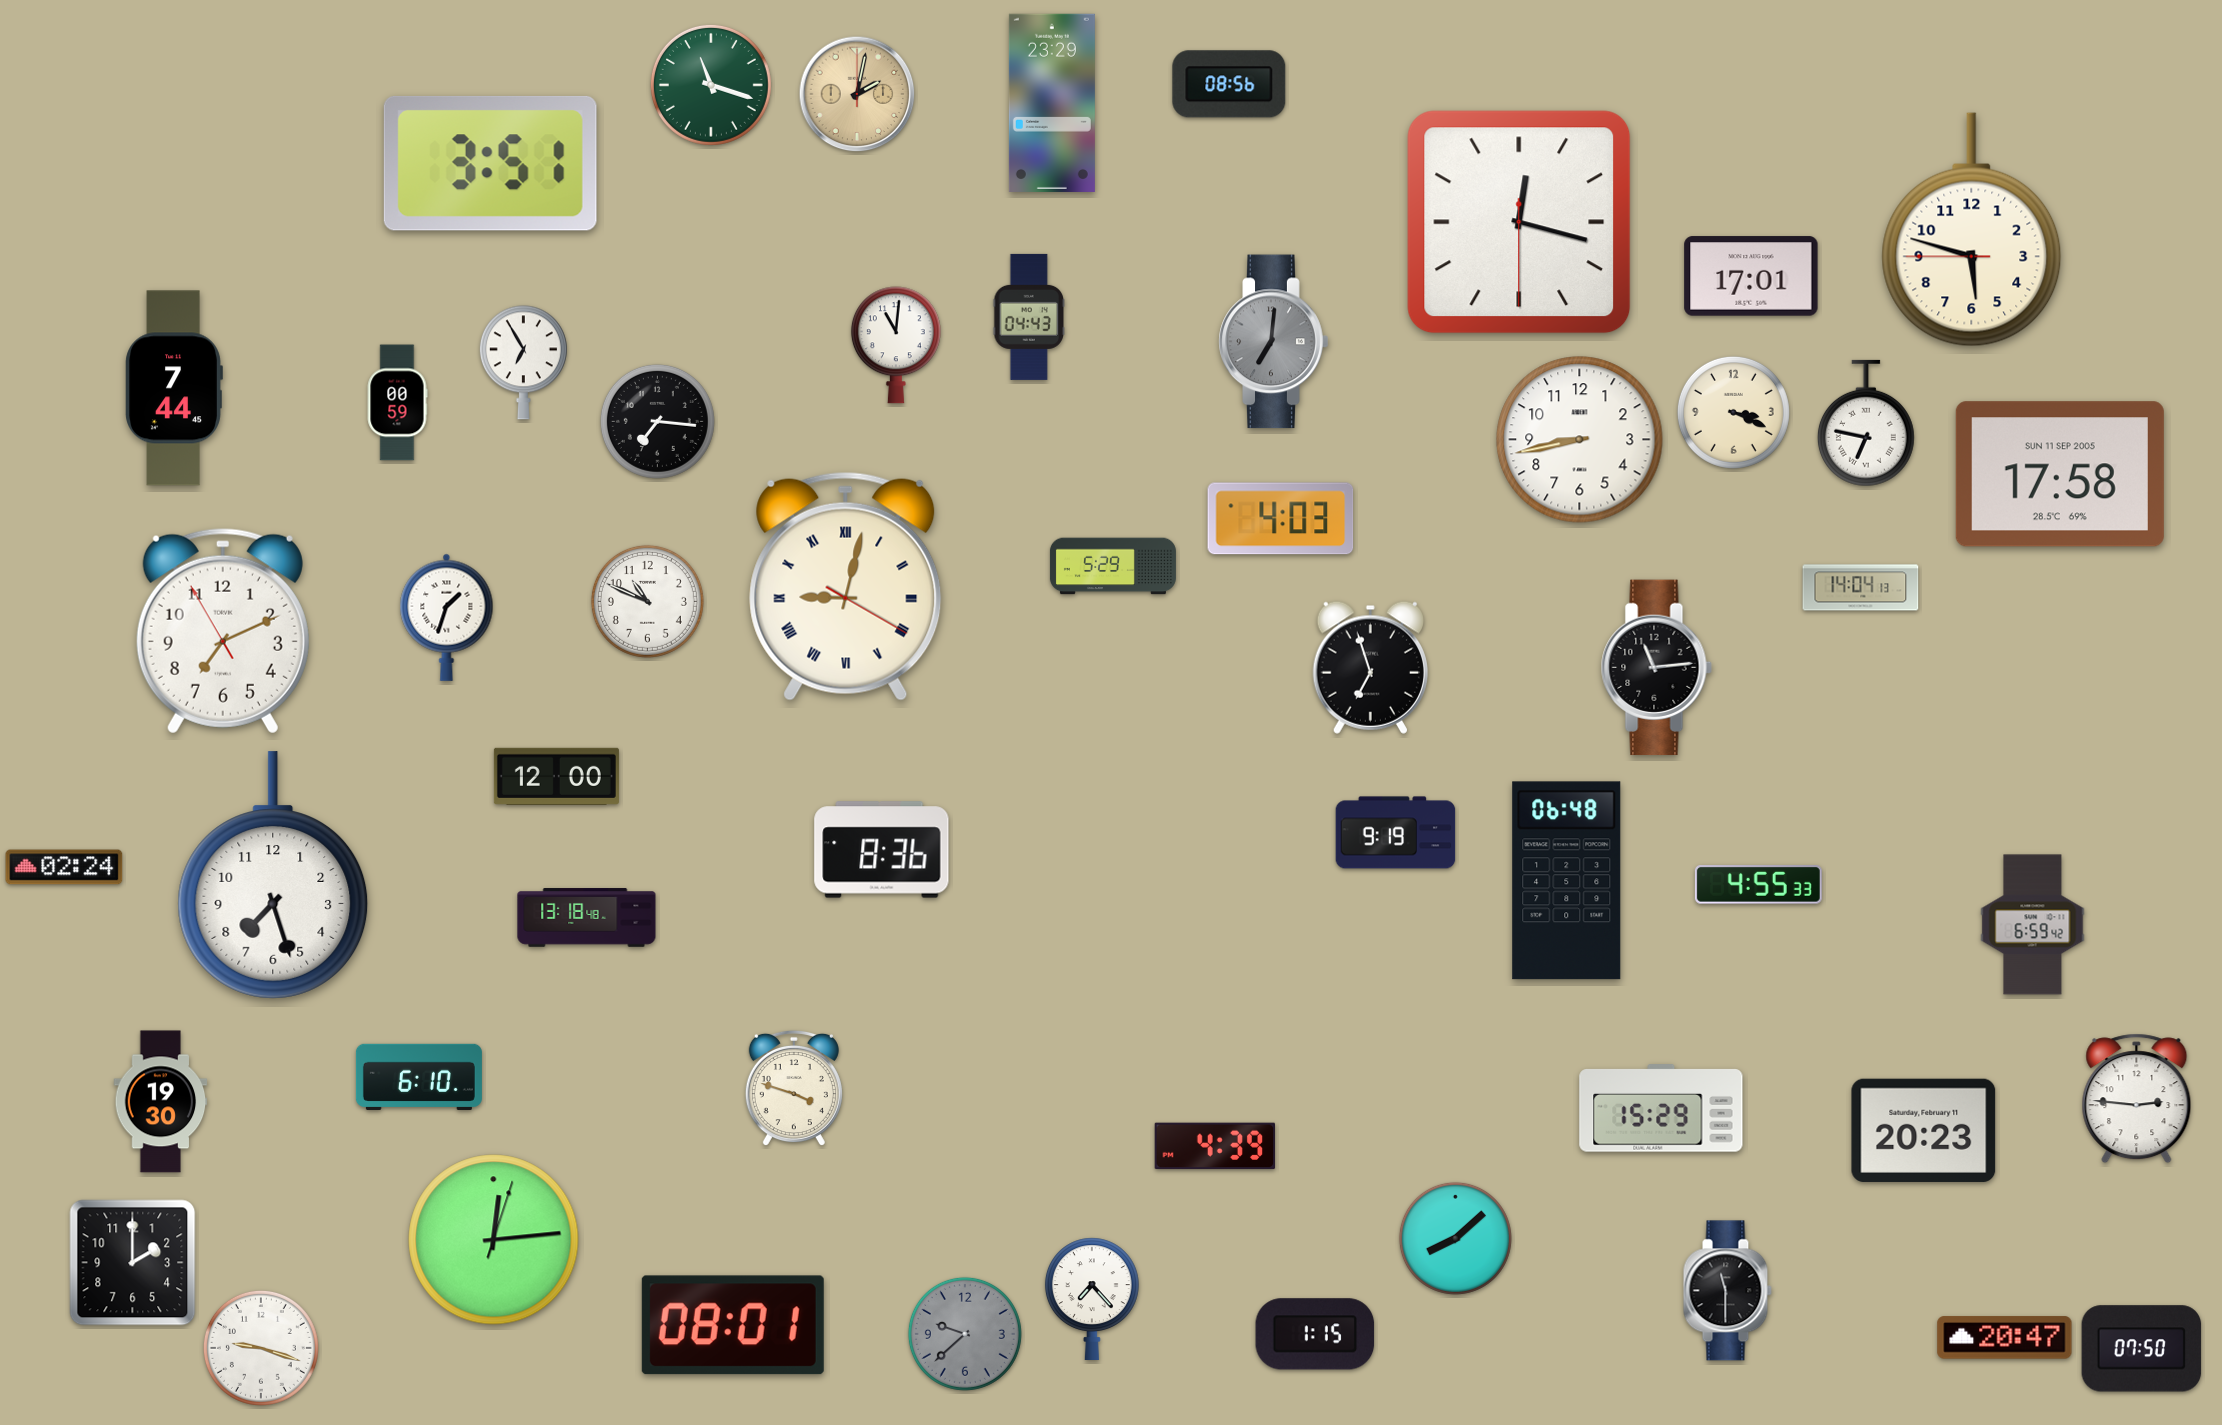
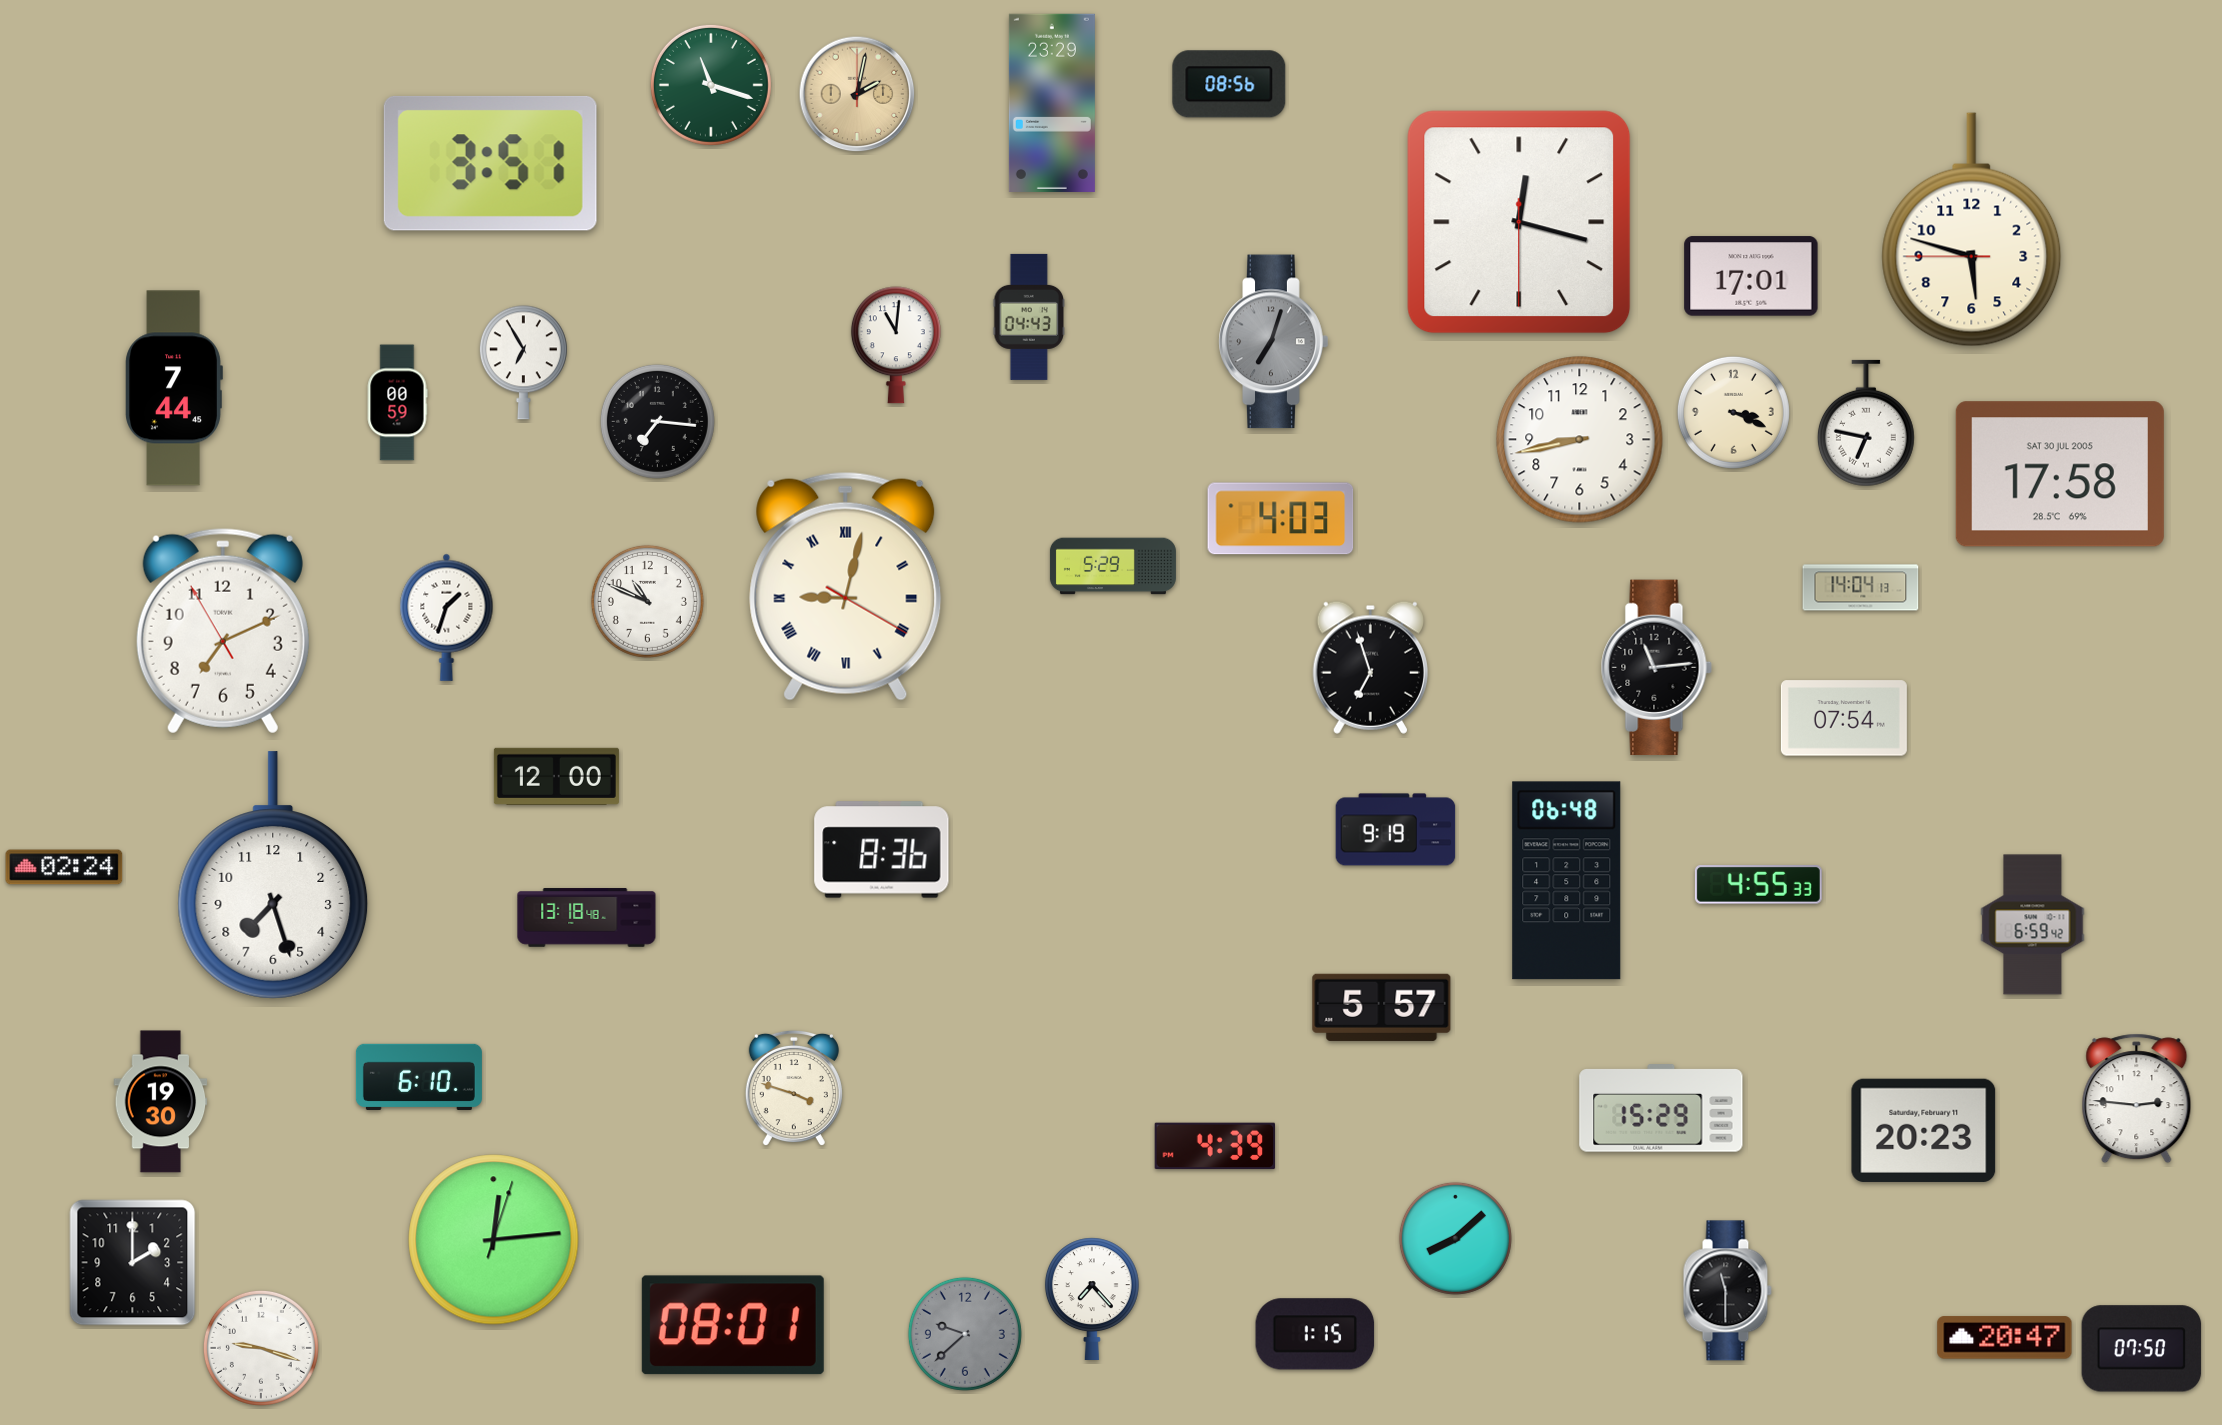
clock at (1274, 342): 7:01 -> 7:03
clock at (2060, 474) date: SUN 11 SEP 2005 -> SAT 30 JUL 2005
clock at (1844, 718): none -> 07:54
clock at (1396, 833) position: (1396, 833) -> (1396, 830)
clock at (1382, 1007): none -> 5:57
